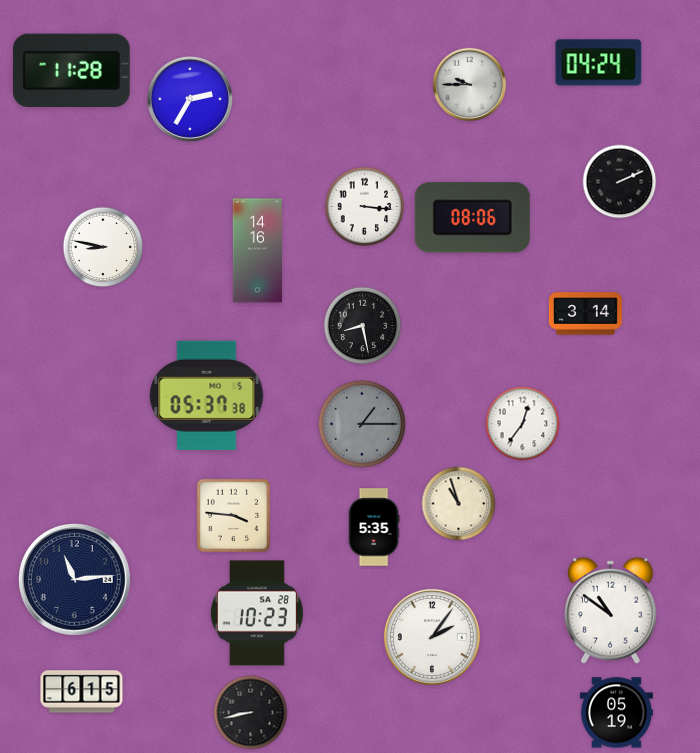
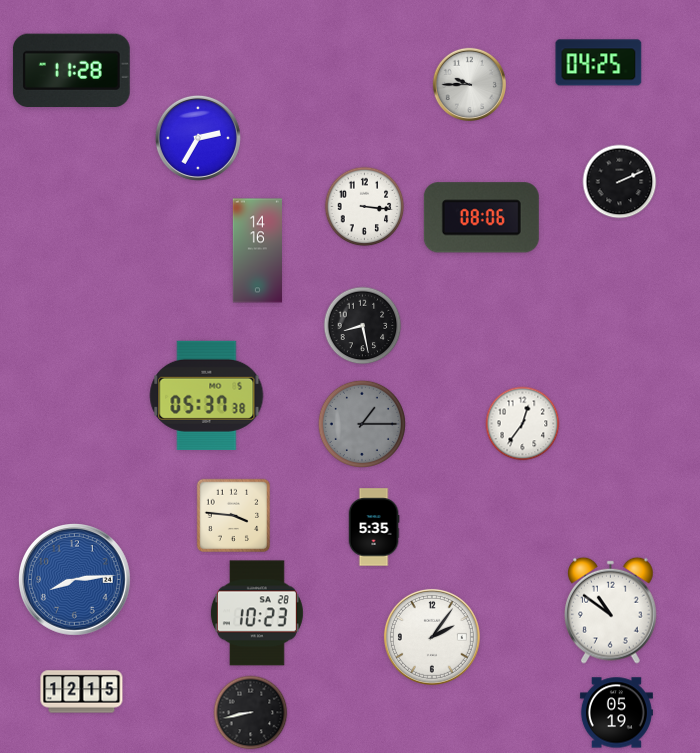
clock at (599, 63): 04:24 -> 04:25
clock at (190, 99) position: (190, 99) -> (198, 138)
clock at (472, 218) position: (472, 218) -> (481, 218)
clock at (103, 247): 8:47 -> none
clock at (585, 314): 3:14 -> none
clock at (459, 504): 10:57 -> none
clock at (75, 580): 11:14 -> 8:14
clock at (75, 580) dial: navy -> blue
clock at (82, 692): 6:15 -> 12:15
